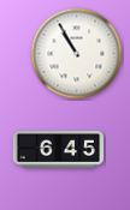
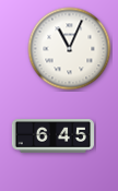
clock at (77, 54): 10:55 -> 11:04
